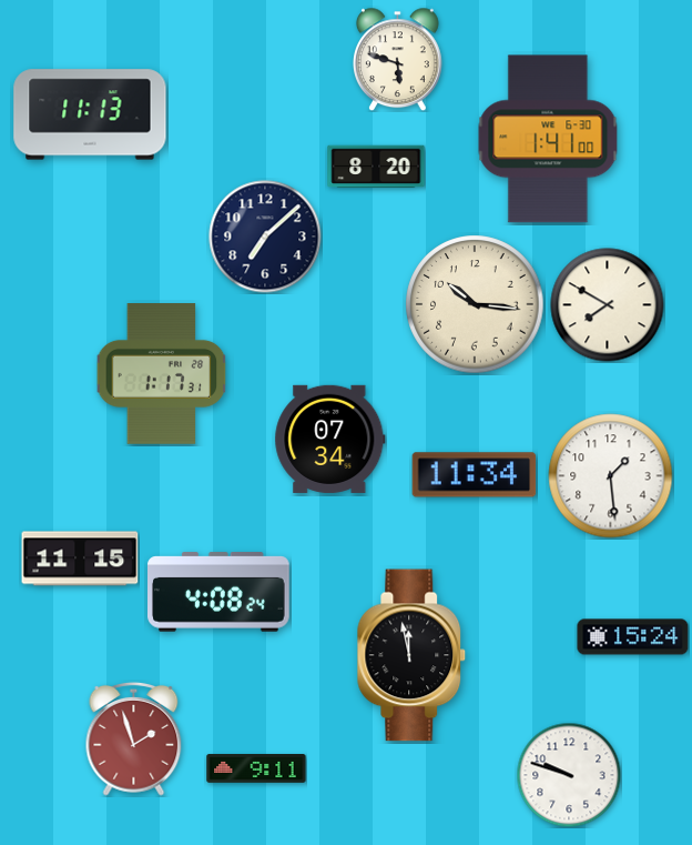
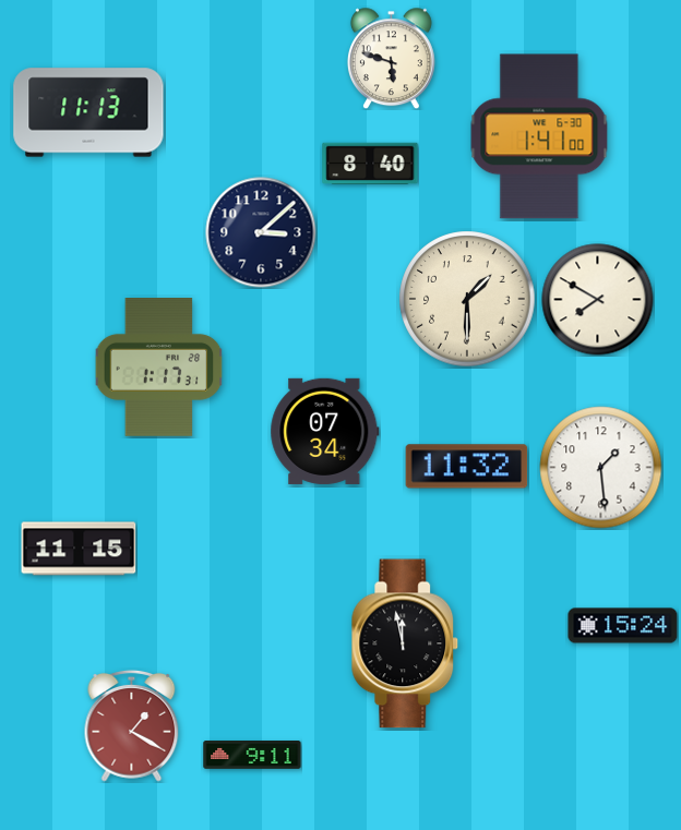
clock at (376, 167): 8:20 -> 8:40
clock at (265, 237): 7:08 -> 3:08
clock at (475, 304): 10:16 -> 1:30
clock at (475, 475): 11:34 -> 11:32
clock at (220, 592): 4:08 -> none
clock at (134, 738): 1:57 -> 1:20
clock at (569, 775): 9:48 -> none
